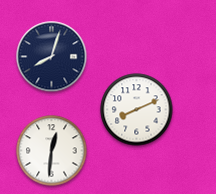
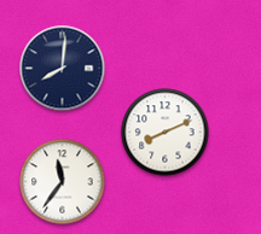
clock at (52, 57): 8:03 -> 8:01
clock at (52, 151): 12:31 -> 11:36
